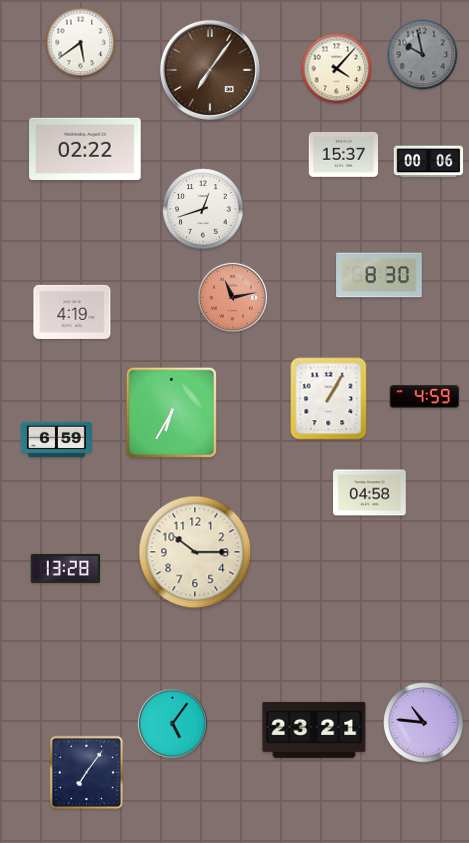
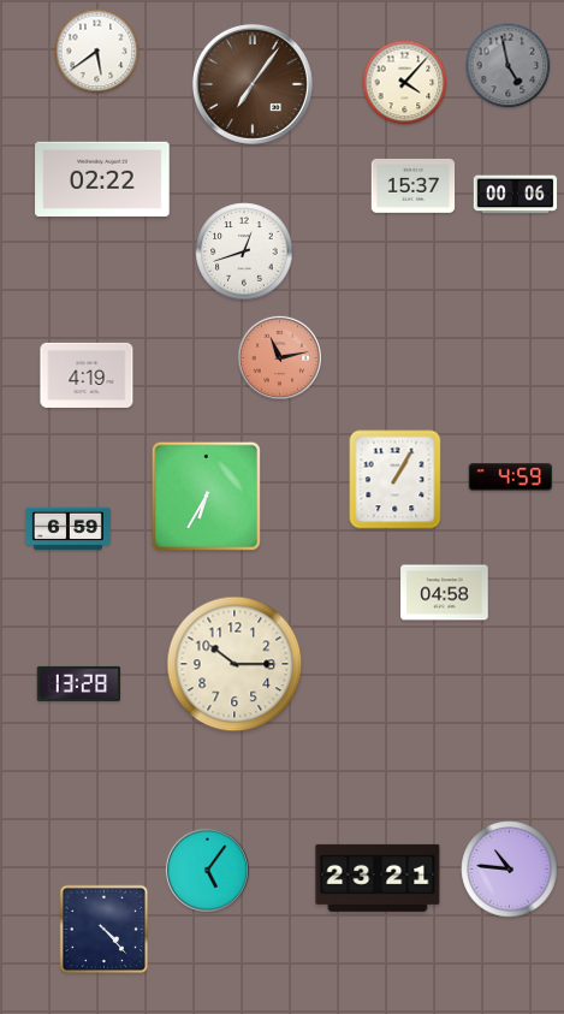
clock at (423, 55): 9:58 -> 4:58
clock at (379, 275): 8:30 -> none
clock at (87, 773): 7:06 -> 4:23
